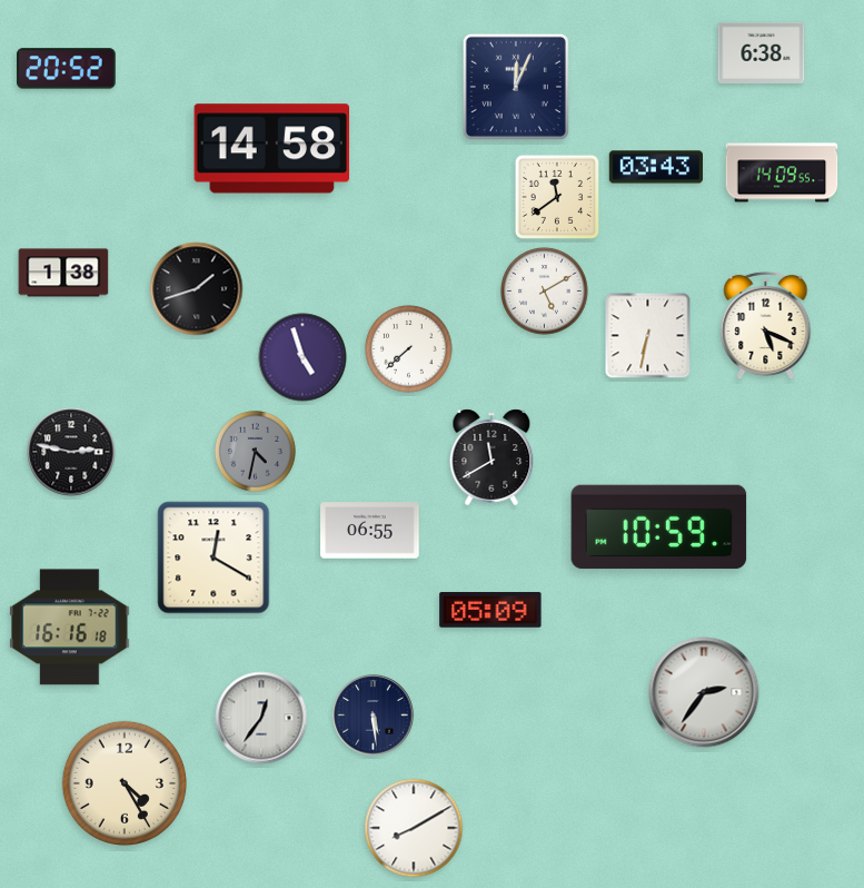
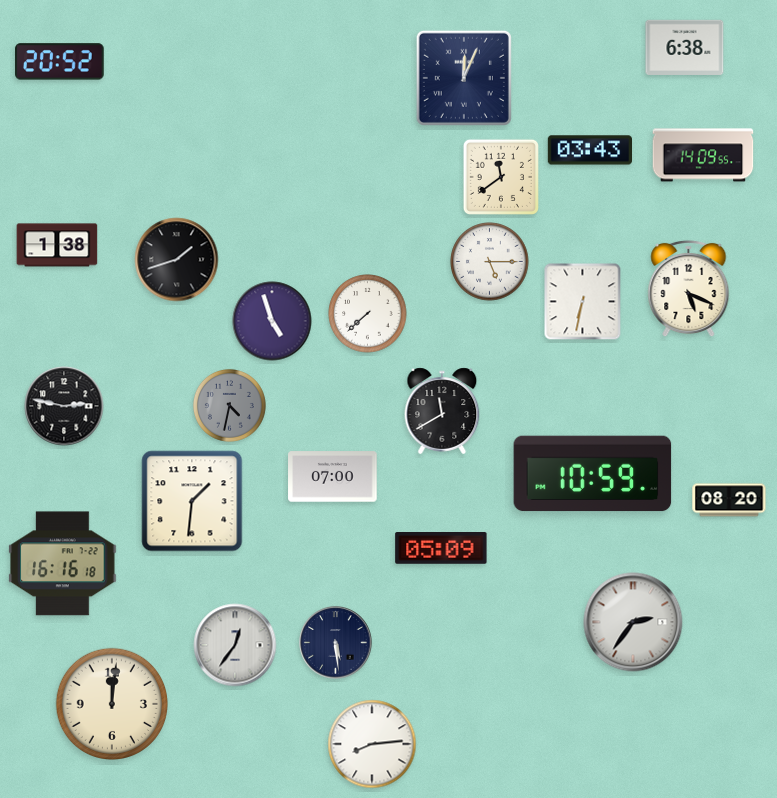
clock at (271, 149): 14:58 -> none
clock at (545, 292): 5:10 -> 5:15
clock at (766, 326) position: (766, 326) -> (689, 289)
clock at (370, 531): 06:55 -> 07:00
clock at (729, 500): none -> 08:20
clock at (213, 558): 12:20 -> 1:31
clock at (123, 782): 4:25 -> 12:01
clock at (414, 828): 8:10 -> 8:14
